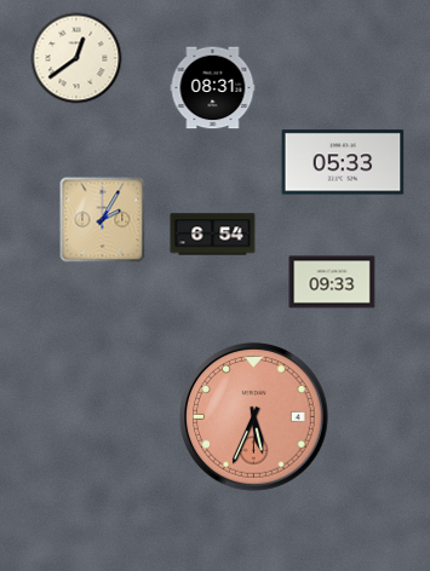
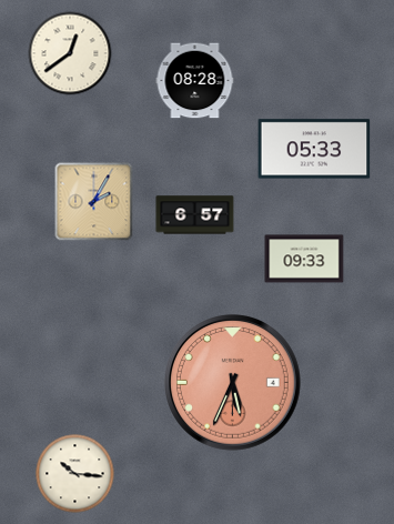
clock at (213, 88): 08:31 -> 08:28
clock at (213, 235): 6:54 -> 6:57
clock at (75, 474): none -> 10:16
